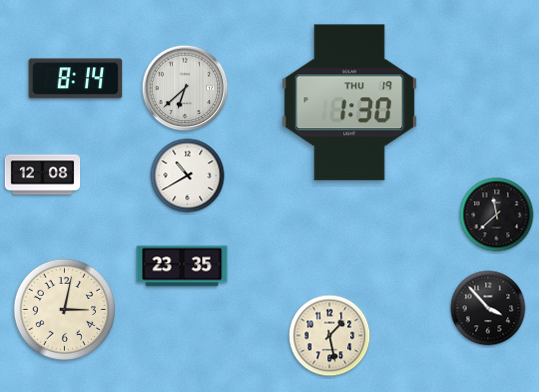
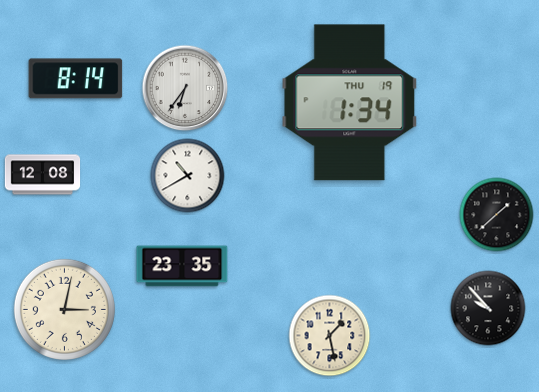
clock at (185, 88): 6:38 -> 6:36
clock at (350, 103): 1:30 -> 1:34
clock at (497, 215): 11:38 -> 1:38
clock at (488, 308): 3:53 -> 9:53
